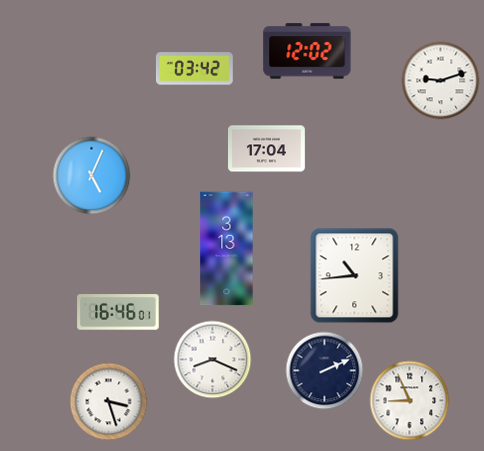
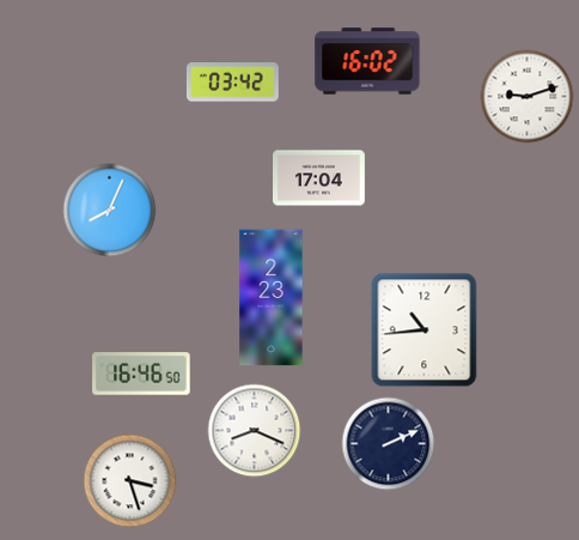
clock at (307, 51): 12:02 -> 16:02
clock at (91, 175): 5:04 -> 8:04
clock at (227, 249): 3:13 -> 2:23
clock at (118, 312): 16:46:01 -> 16:46:50
clock at (409, 400): 8:56 -> none
